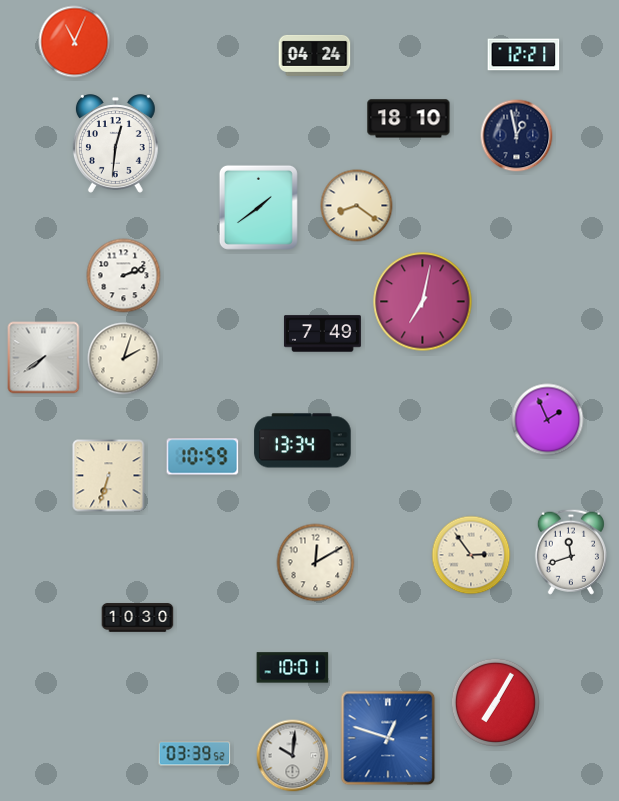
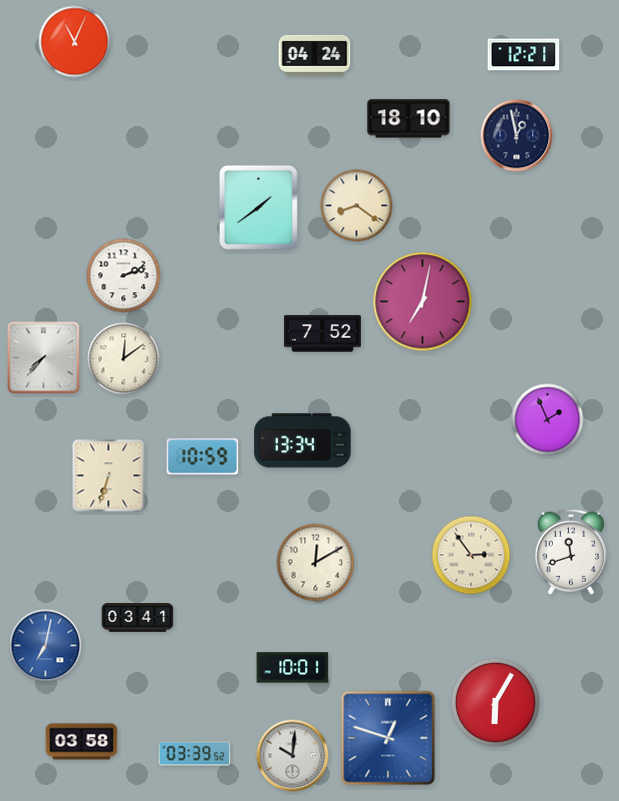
clock at (115, 144): 12:31 -> none
clock at (322, 334): 7:49 -> 7:52
clock at (44, 358): 7:39 -> 7:37
clock at (124, 359): 2:03 -> 12:09
clock at (138, 618): 10:30 -> 03:41
clock at (46, 646): none -> 7:02
clock at (495, 702): 7:05 -> 6:05
clock at (82, 742): none -> 03:58
